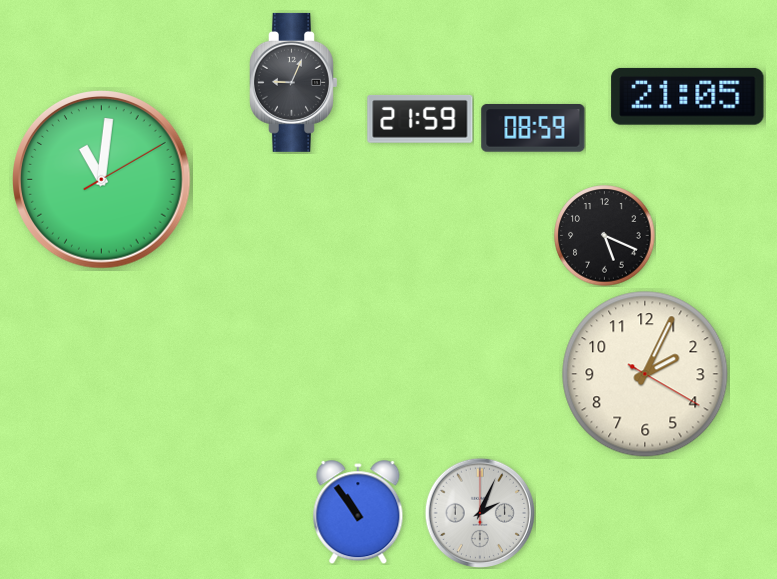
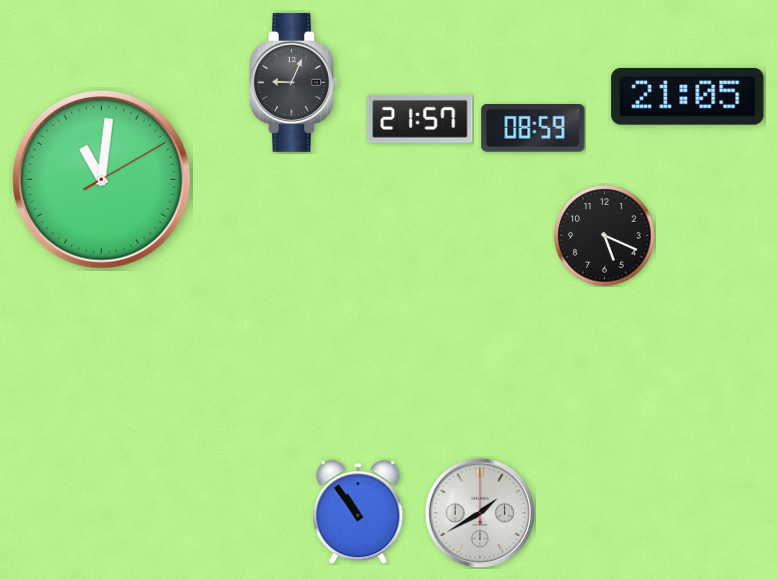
clock at (420, 119): 21:59 -> 21:57
clock at (645, 374): 2:04 -> none
clock at (479, 512): 2:04 -> 1:40
